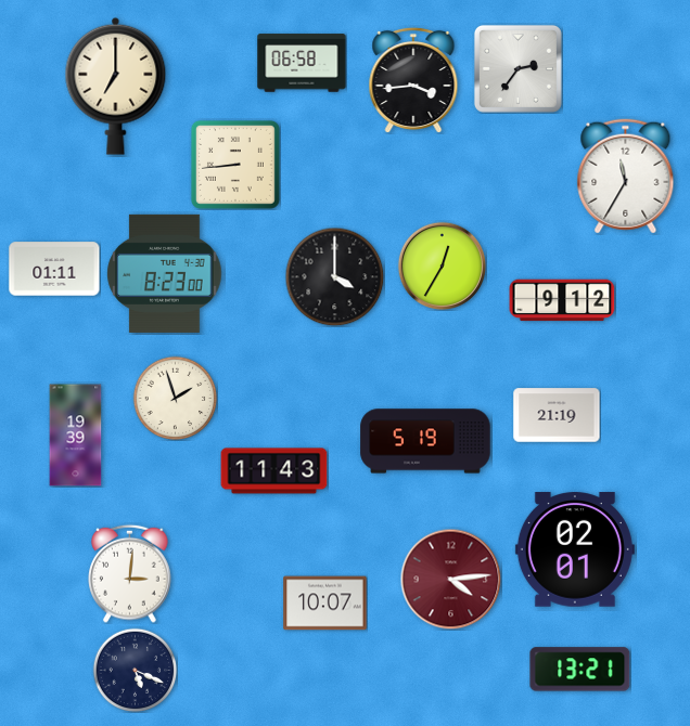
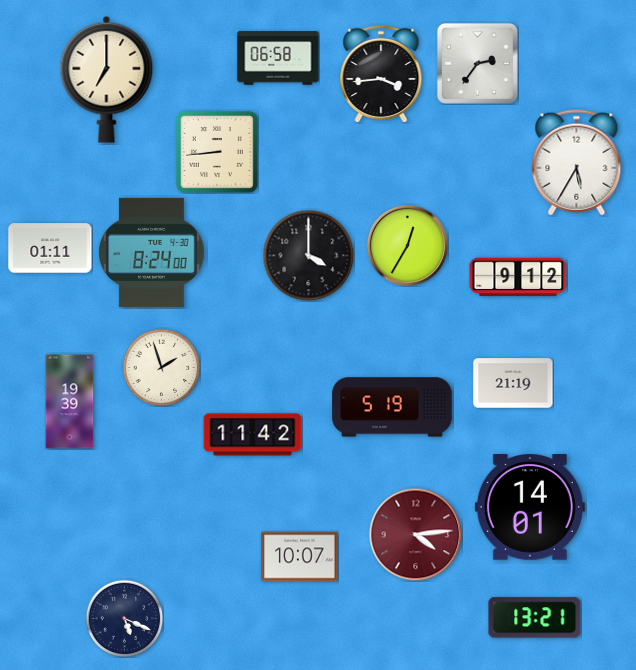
clock at (626, 177): 11:35 -> 5:35
clock at (165, 273): 8:23 -> 8:24
clock at (274, 471): 11:43 -> 11:42
clock at (575, 549): 02:01 -> 14:01
clock at (130, 573): 3:01 -> none
